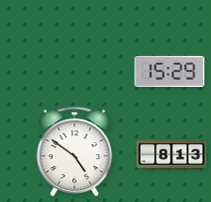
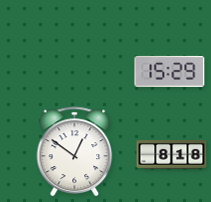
clock at (75, 151): 4:51 -> 12:51
clock at (172, 155): 8:13 -> 8:18
